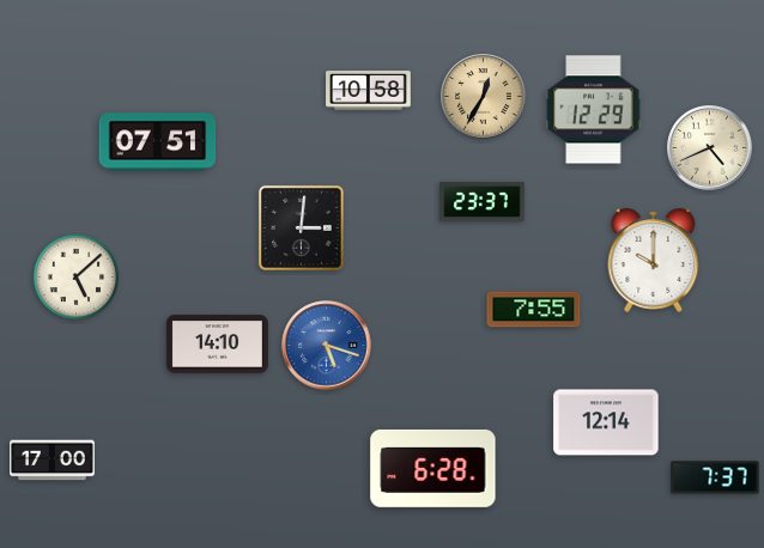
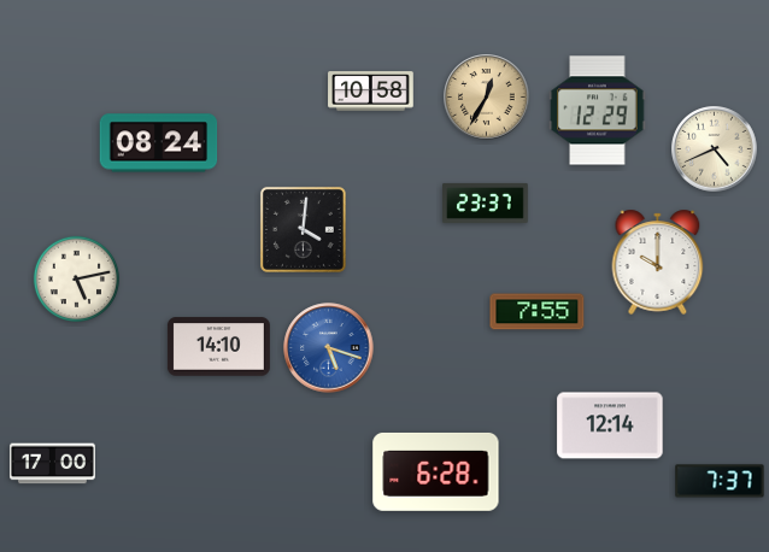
clock at (158, 142): 07:51 -> 08:24
clock at (301, 227): 3:01 -> 4:01
clock at (77, 278): 5:08 -> 5:13
